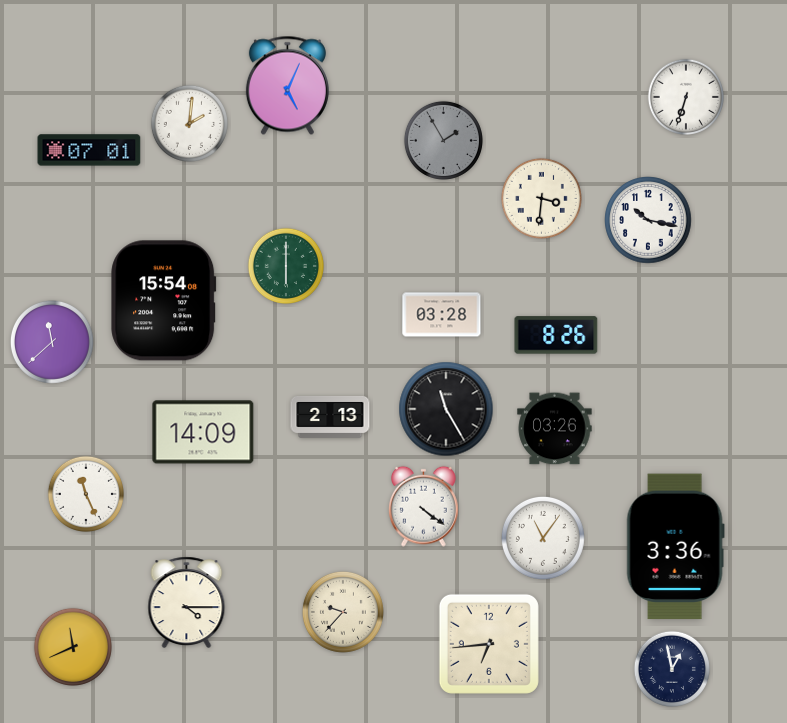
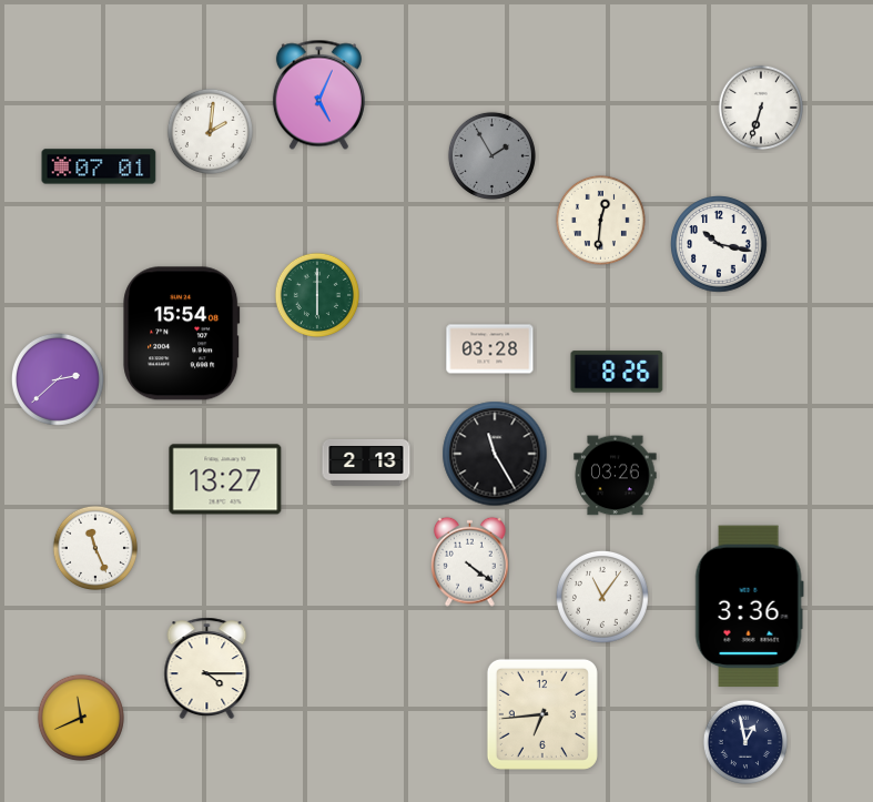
clock at (189, 123) position: (189, 123) -> (210, 131)
clock at (541, 198): 3:31 -> 12:31
clock at (52, 342): 11:38 -> 2:38
clock at (203, 432): 14:09 -> 13:27
clock at (343, 612): 9:37 -> none
